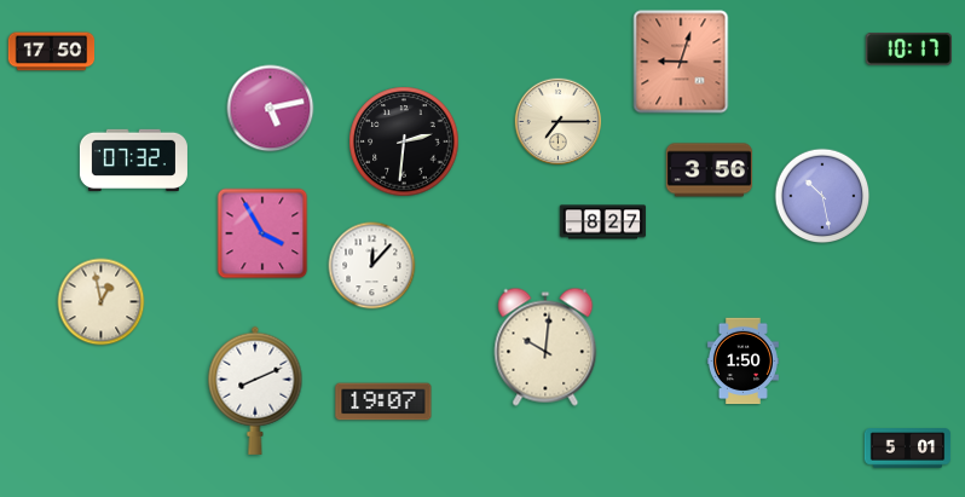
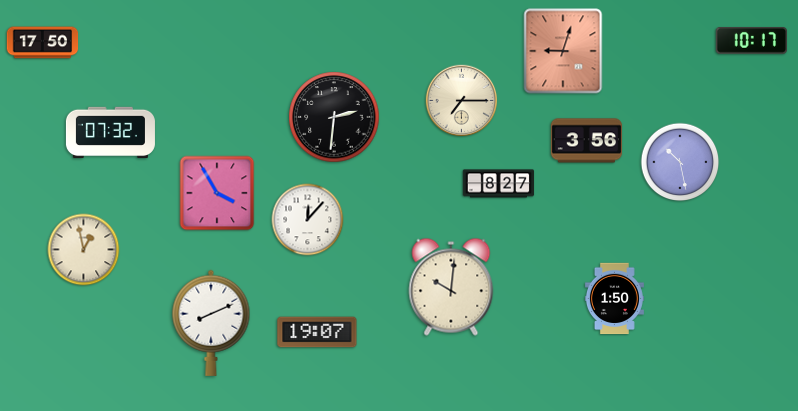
clock at (271, 109): 5:13 -> none
clock at (908, 449): 5:01 -> none
